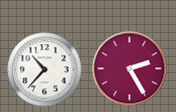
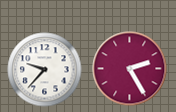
clock at (45, 70): 10:37 -> 9:37
